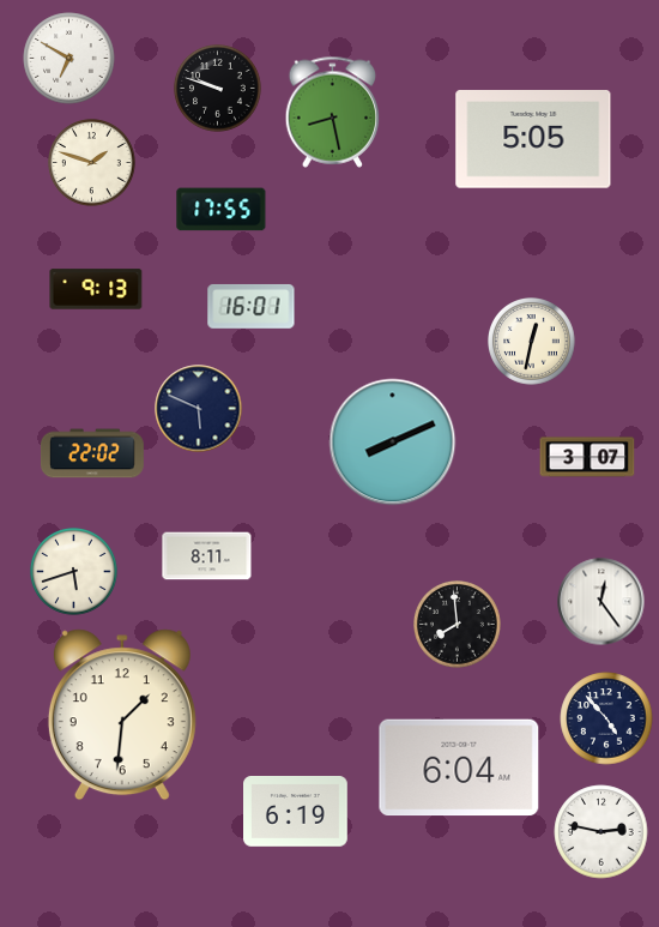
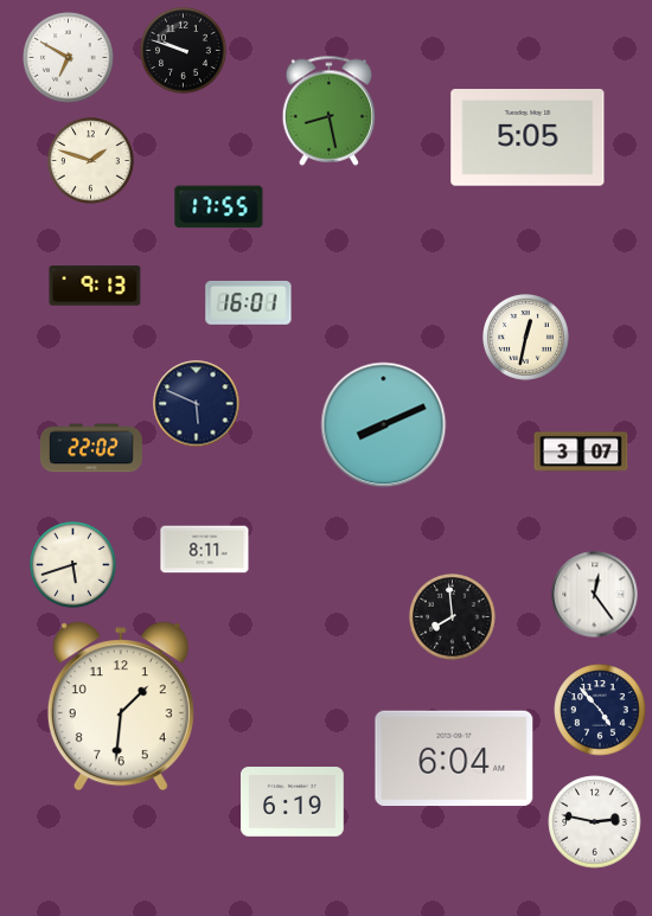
clock at (218, 89) position: (218, 89) -> (184, 51)
clock at (393, 443) position: (393, 443) -> (384, 425)
